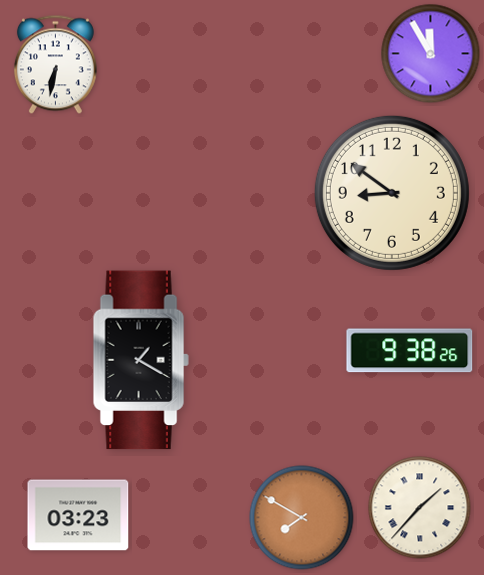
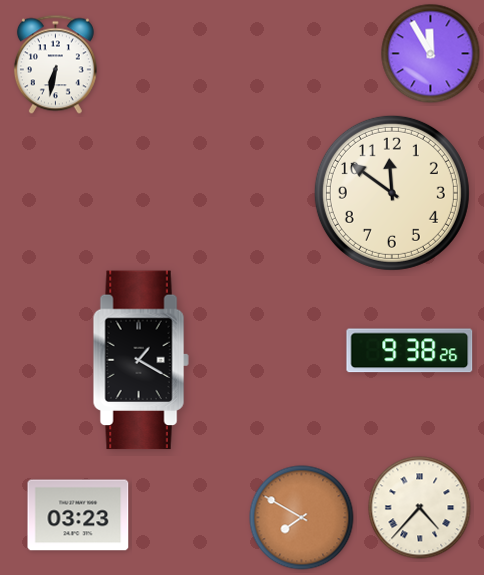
clock at (392, 193): 8:51 -> 11:51
clock at (420, 508): 1:37 -> 4:37
